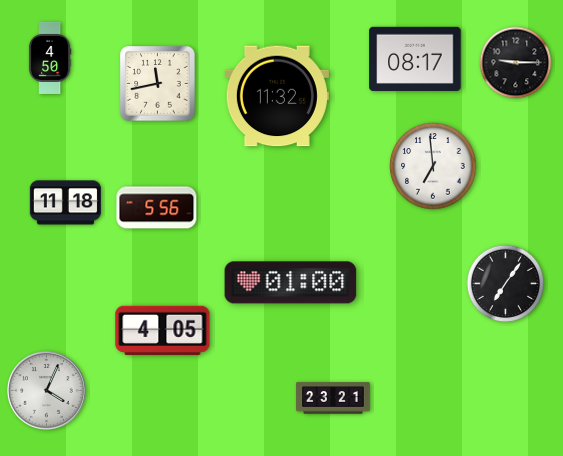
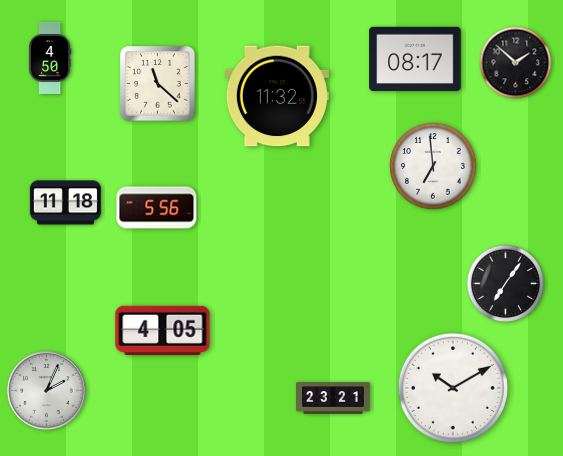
clock at (516, 63): 9:15 -> 1:52
clock at (158, 84): 11:43 -> 11:22
clock at (291, 283): 01:00 -> none
clock at (453, 388): none -> 10:10
clock at (47, 391): 4:04 -> 2:04
